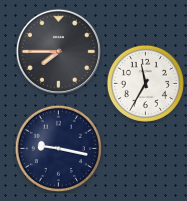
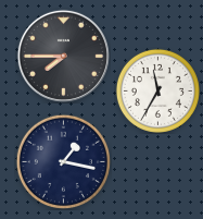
clock at (58, 148): 9:17 -> 1:17
